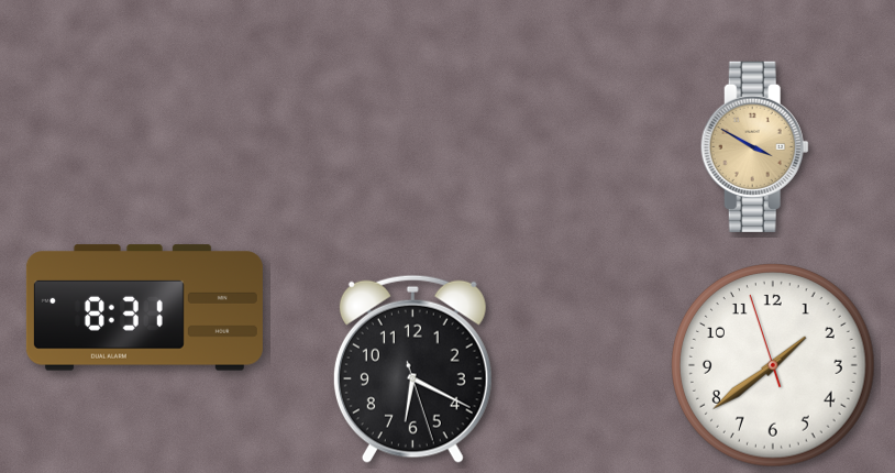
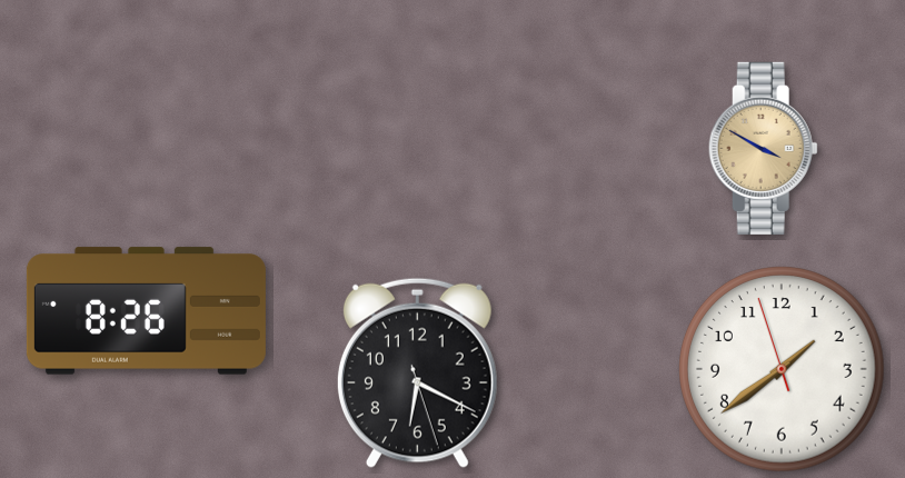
clock at (144, 308): 8:31 -> 8:26
